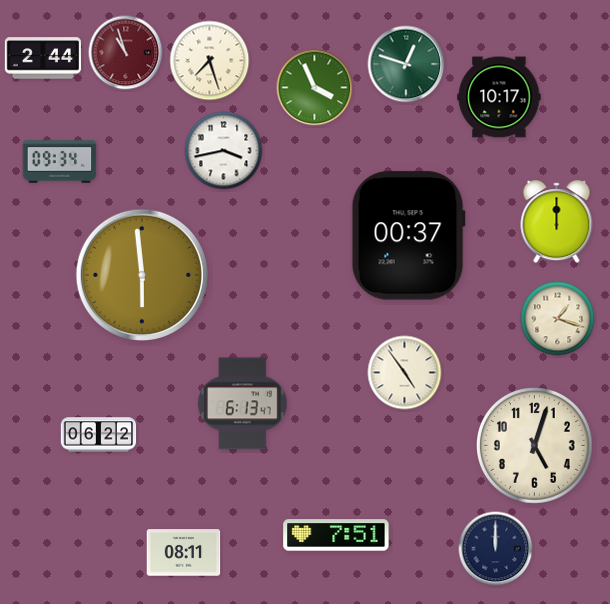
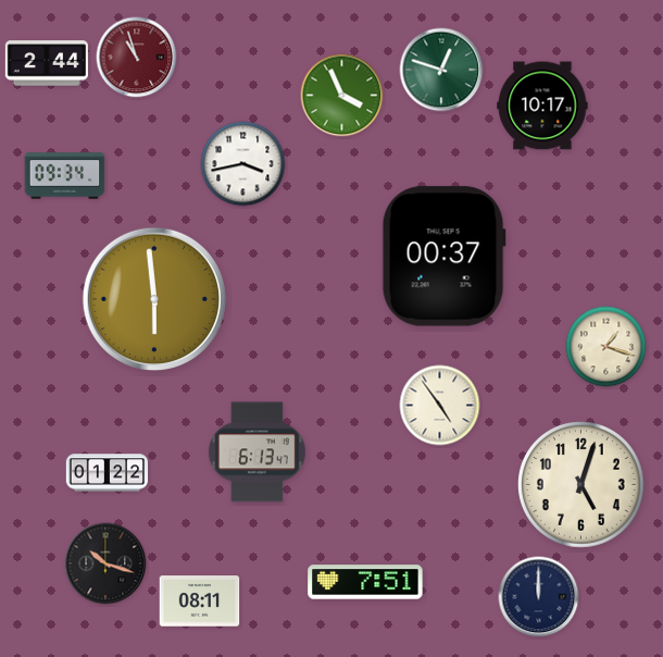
clock at (210, 61): 7:27 -> none
clock at (557, 222): 12:00 -> none
clock at (243, 404) position: (243, 404) -> (258, 453)
clock at (99, 435): 06:22 -> 01:22
clock at (105, 563): none -> 10:18
